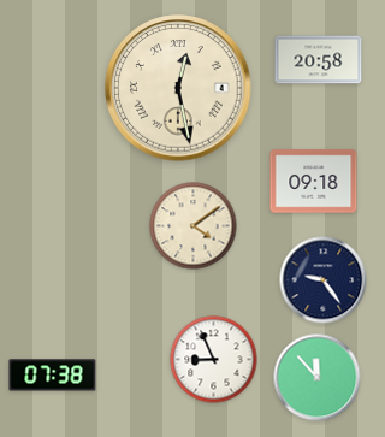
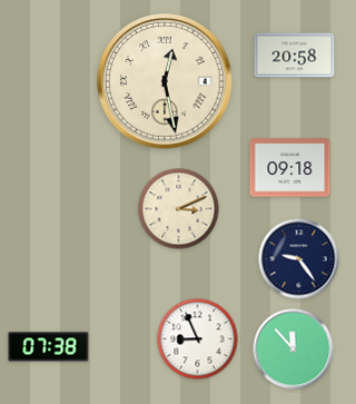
clock at (194, 226): 4:09 -> 3:11
clock at (214, 360) position: (214, 360) -> (198, 339)
